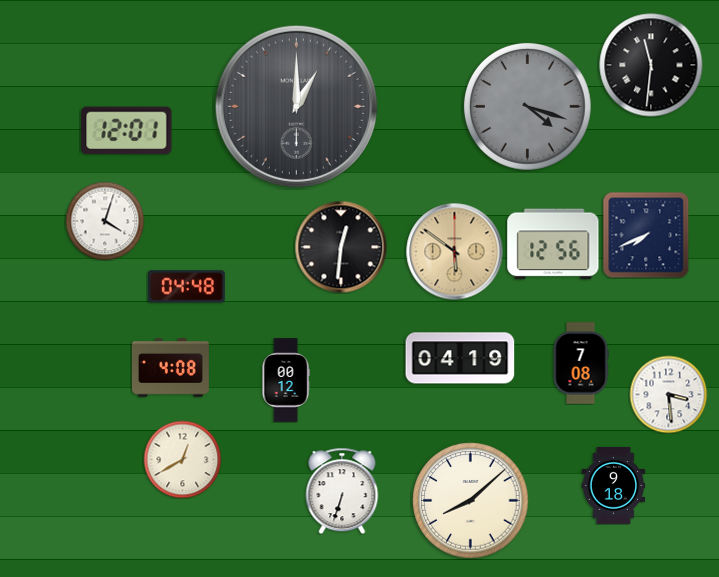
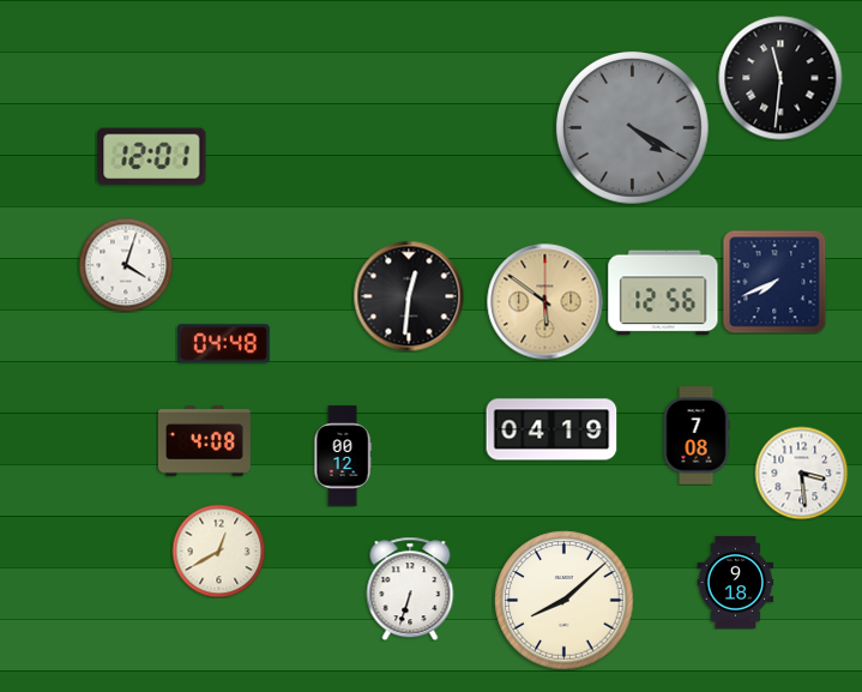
clock at (296, 106): 1:00 -> none
clock at (528, 107): 4:18 -> 4:20
